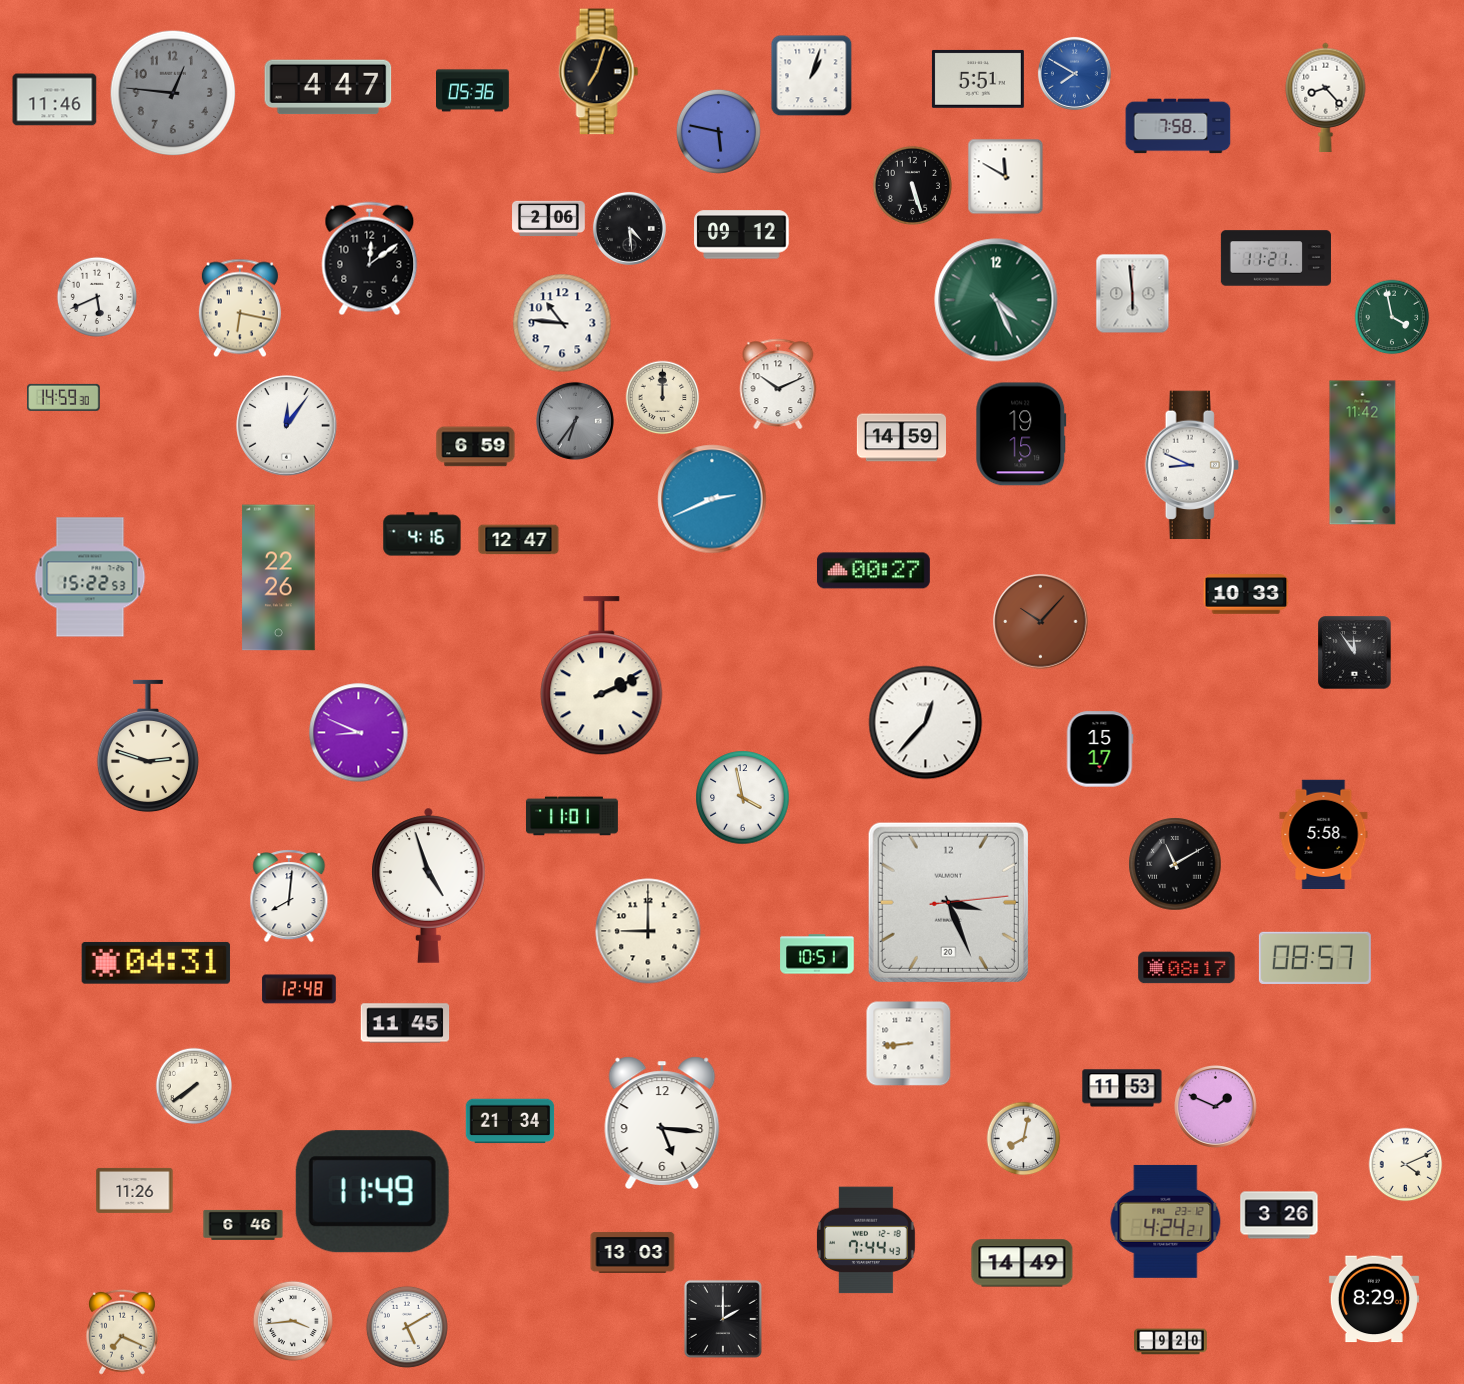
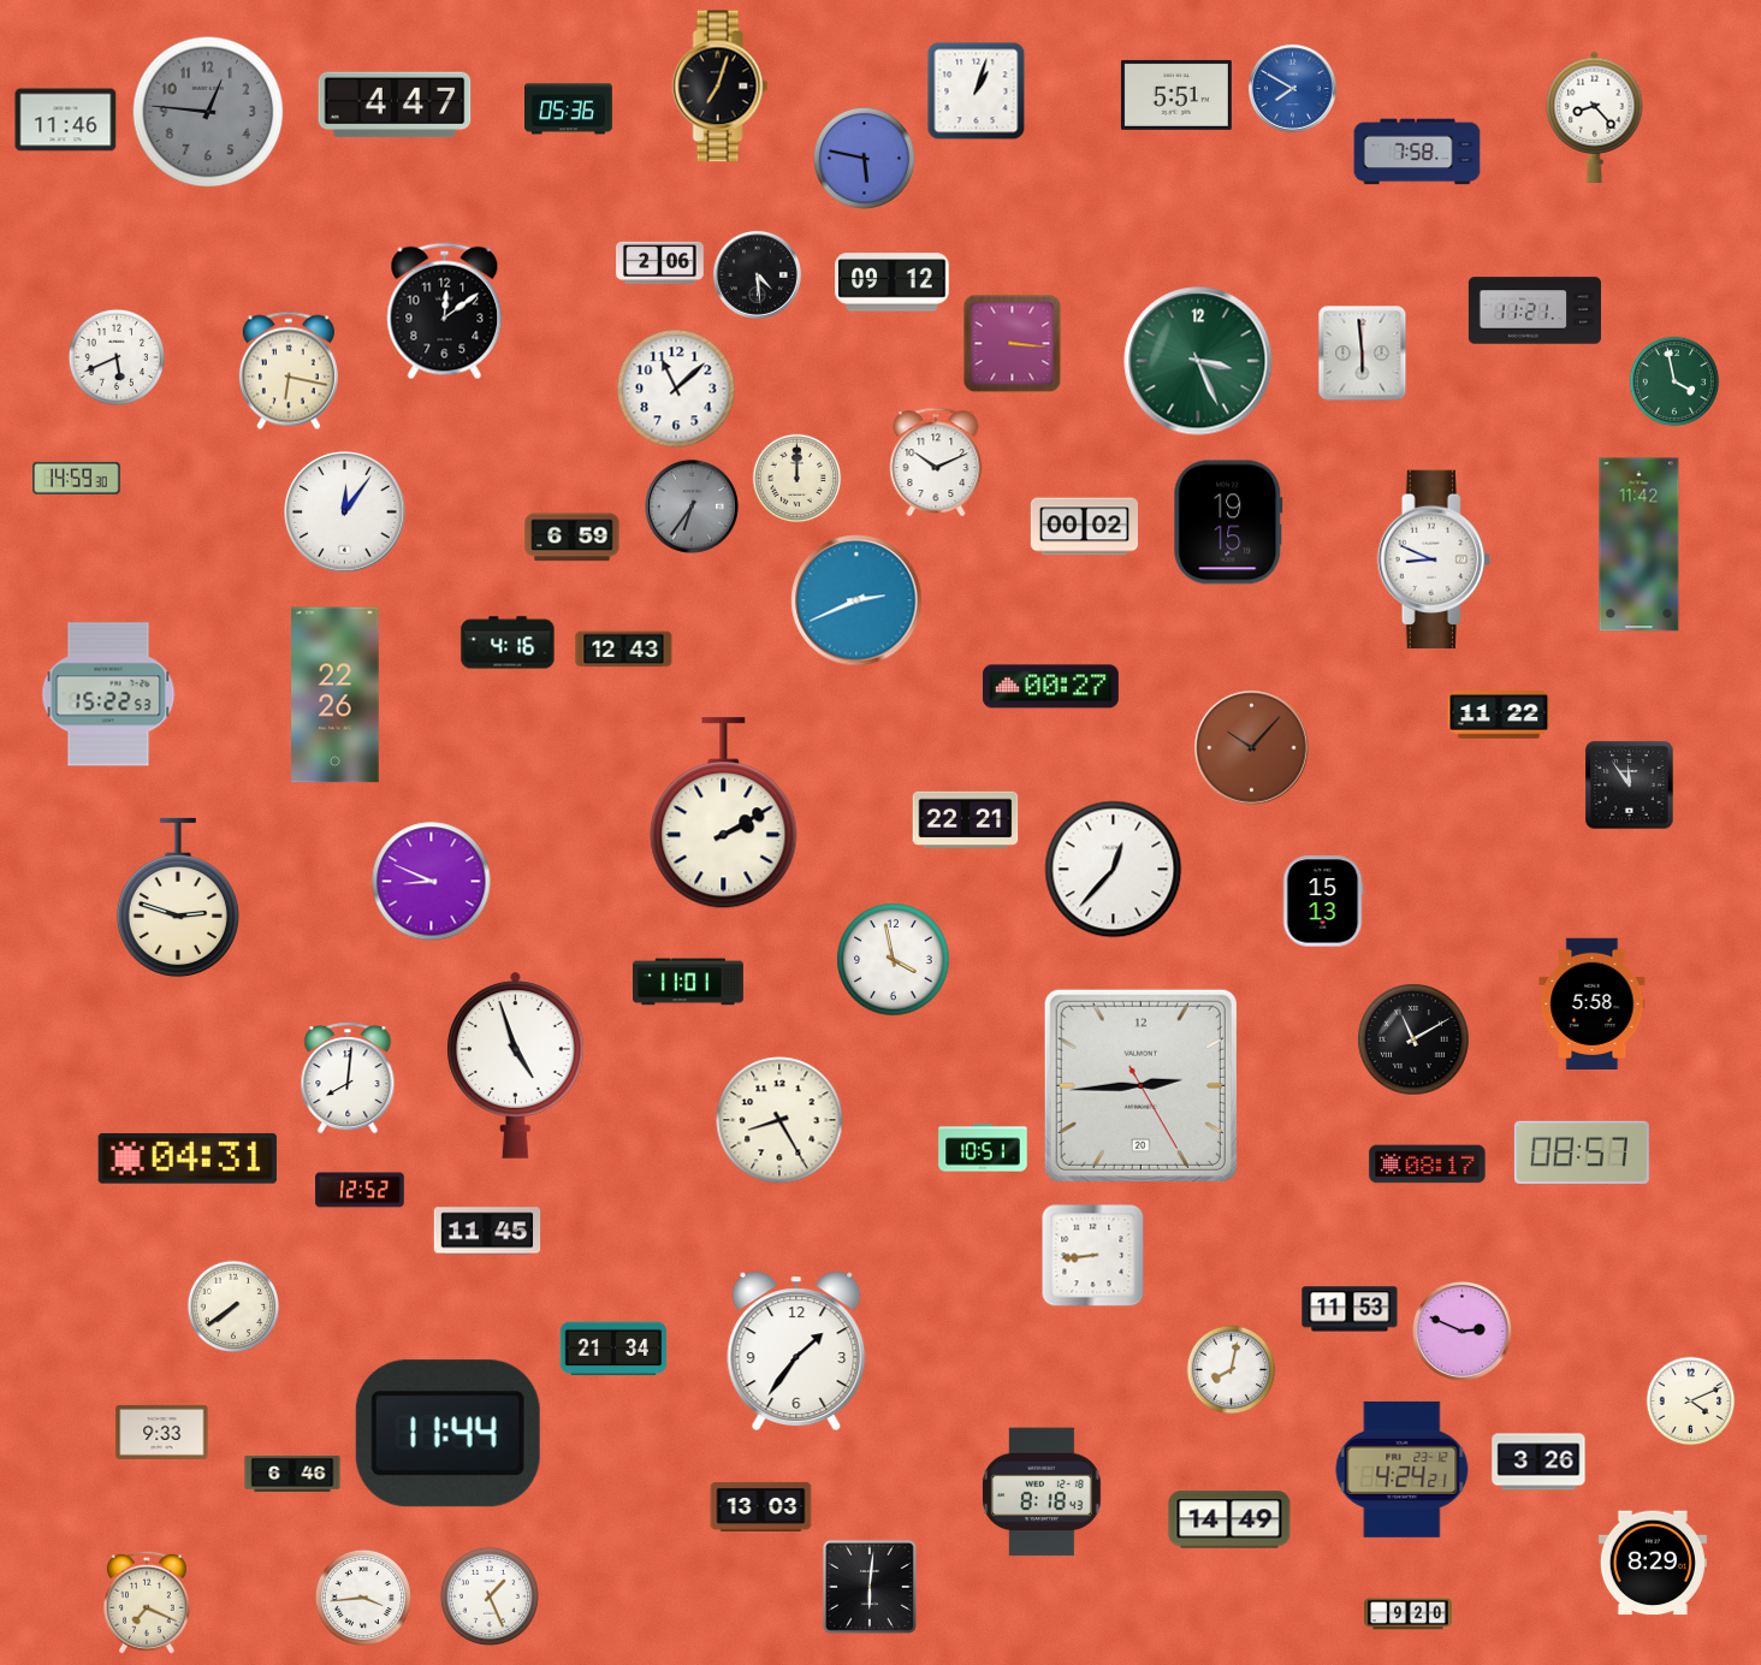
clock at (1006, 177): 11:50 -> none
clock at (912, 185): 5:27 -> none
clock at (1013, 344): none -> 3:16
clock at (996, 300): 4:26 -> 3:26
clock at (562, 323): 10:46 -> 11:08
clock at (901, 438): 14:59 -> 00:02
clock at (519, 540): 12:47 -> 12:43
clock at (1246, 594): 10:33 -> 11:22
clock at (602, 676): 2:11 -> 2:10
clock at (966, 820): none -> 22:21
clock at (1100, 749): 15:17 -> 15:13
clock at (948, 902): 3:26 -> 2:44
clock at (648, 931): 9:00 -> 8:25
clock at (299, 989): 12:48 -> 12:52
clock at (1216, 1107): 1:49 -> 2:49
clock at (662, 1122): 5:16 -> 1:36
clock at (135, 1190): 11:26 -> 9:33
clock at (372, 1192): 11:49 -> 11:44
clock at (866, 1240): 7:44 -> 8:18
clock at (723, 1319): 2:00 -> 6:01
clock at (293, 1321) position: (293, 1321) -> (363, 1598)
clock at (407, 1327): 5:10 -> 1:26
